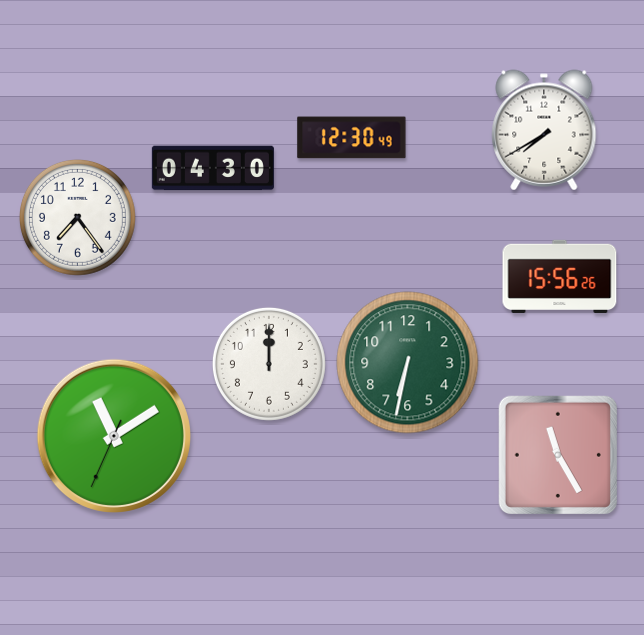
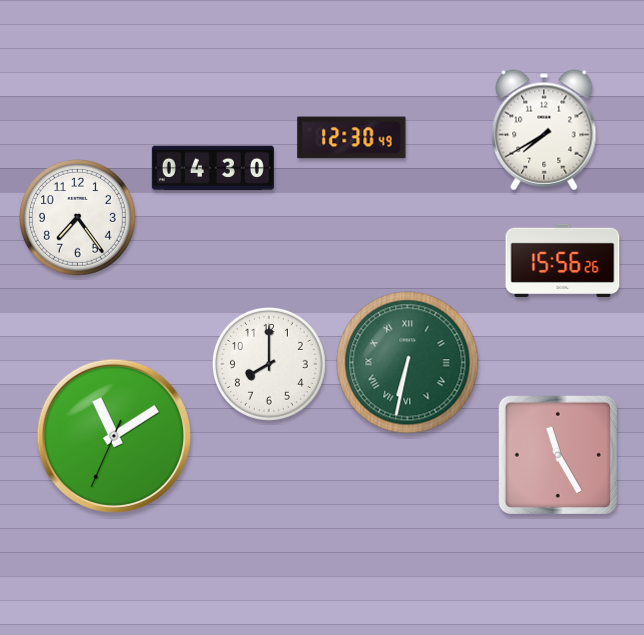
clock at (560, 276) position: (560, 276) -> (563, 260)
clock at (408, 363) numerals: Arabic -> Roman
clock at (269, 364): 12:00 -> 8:00
